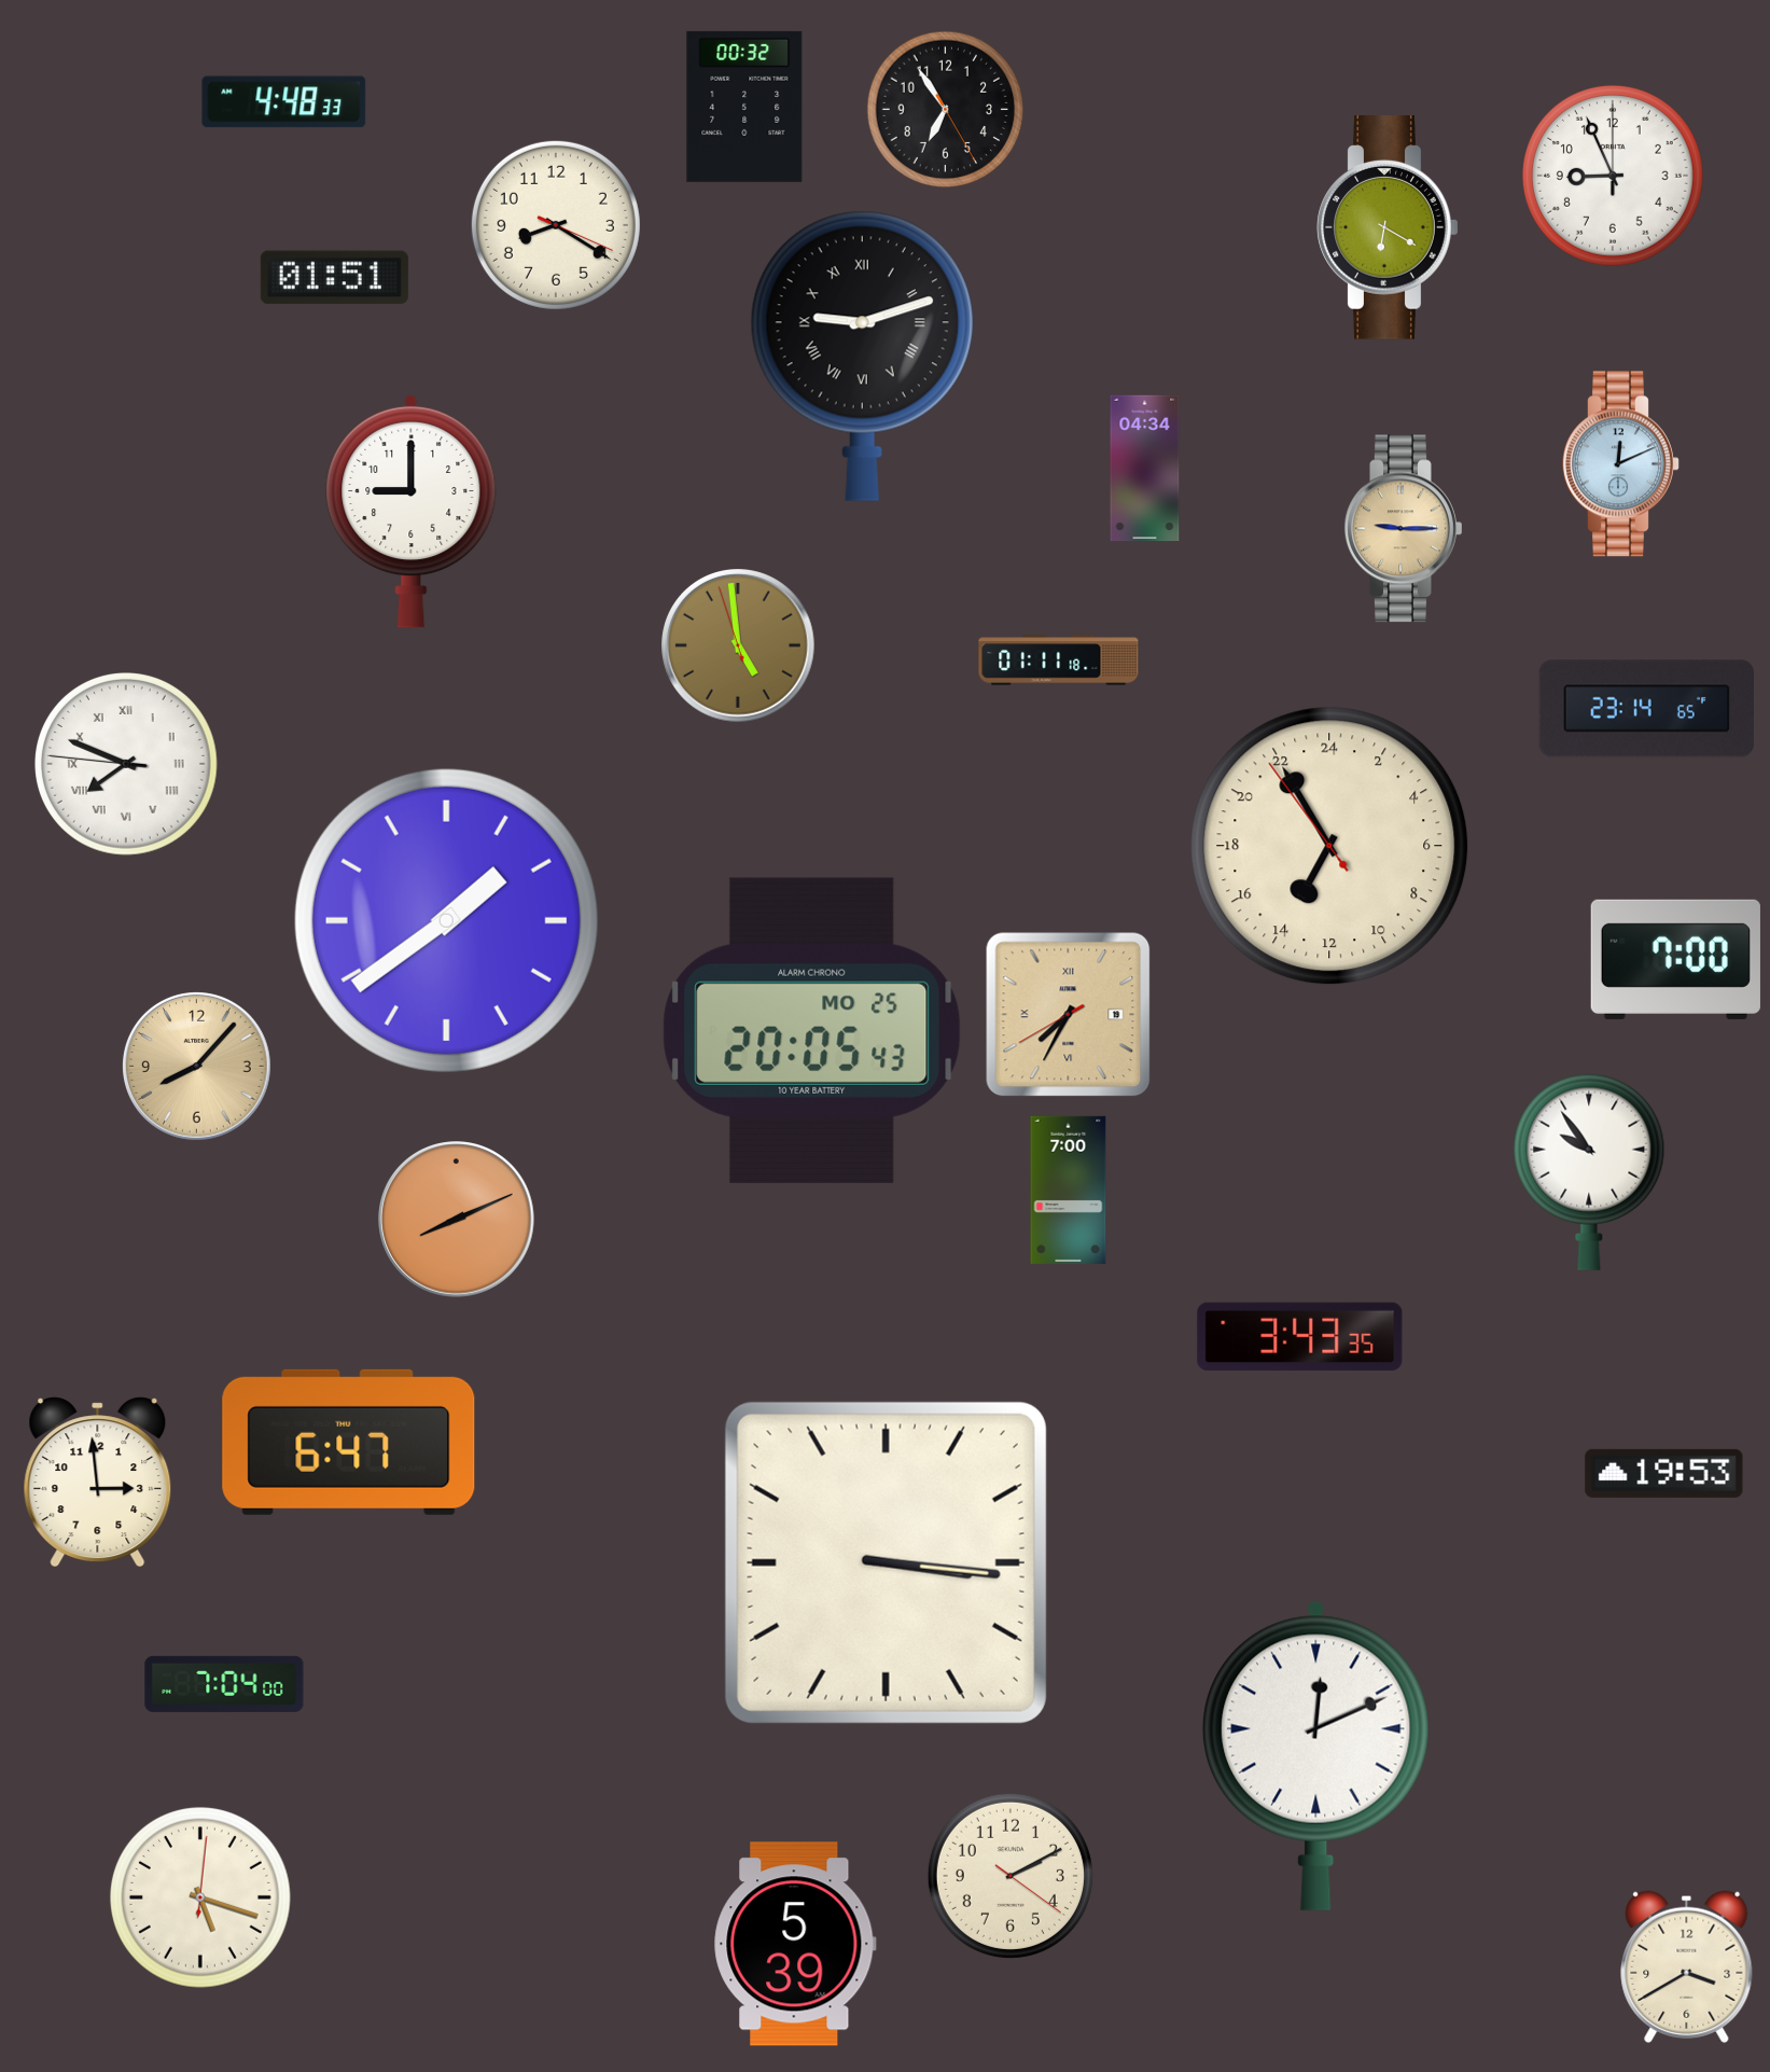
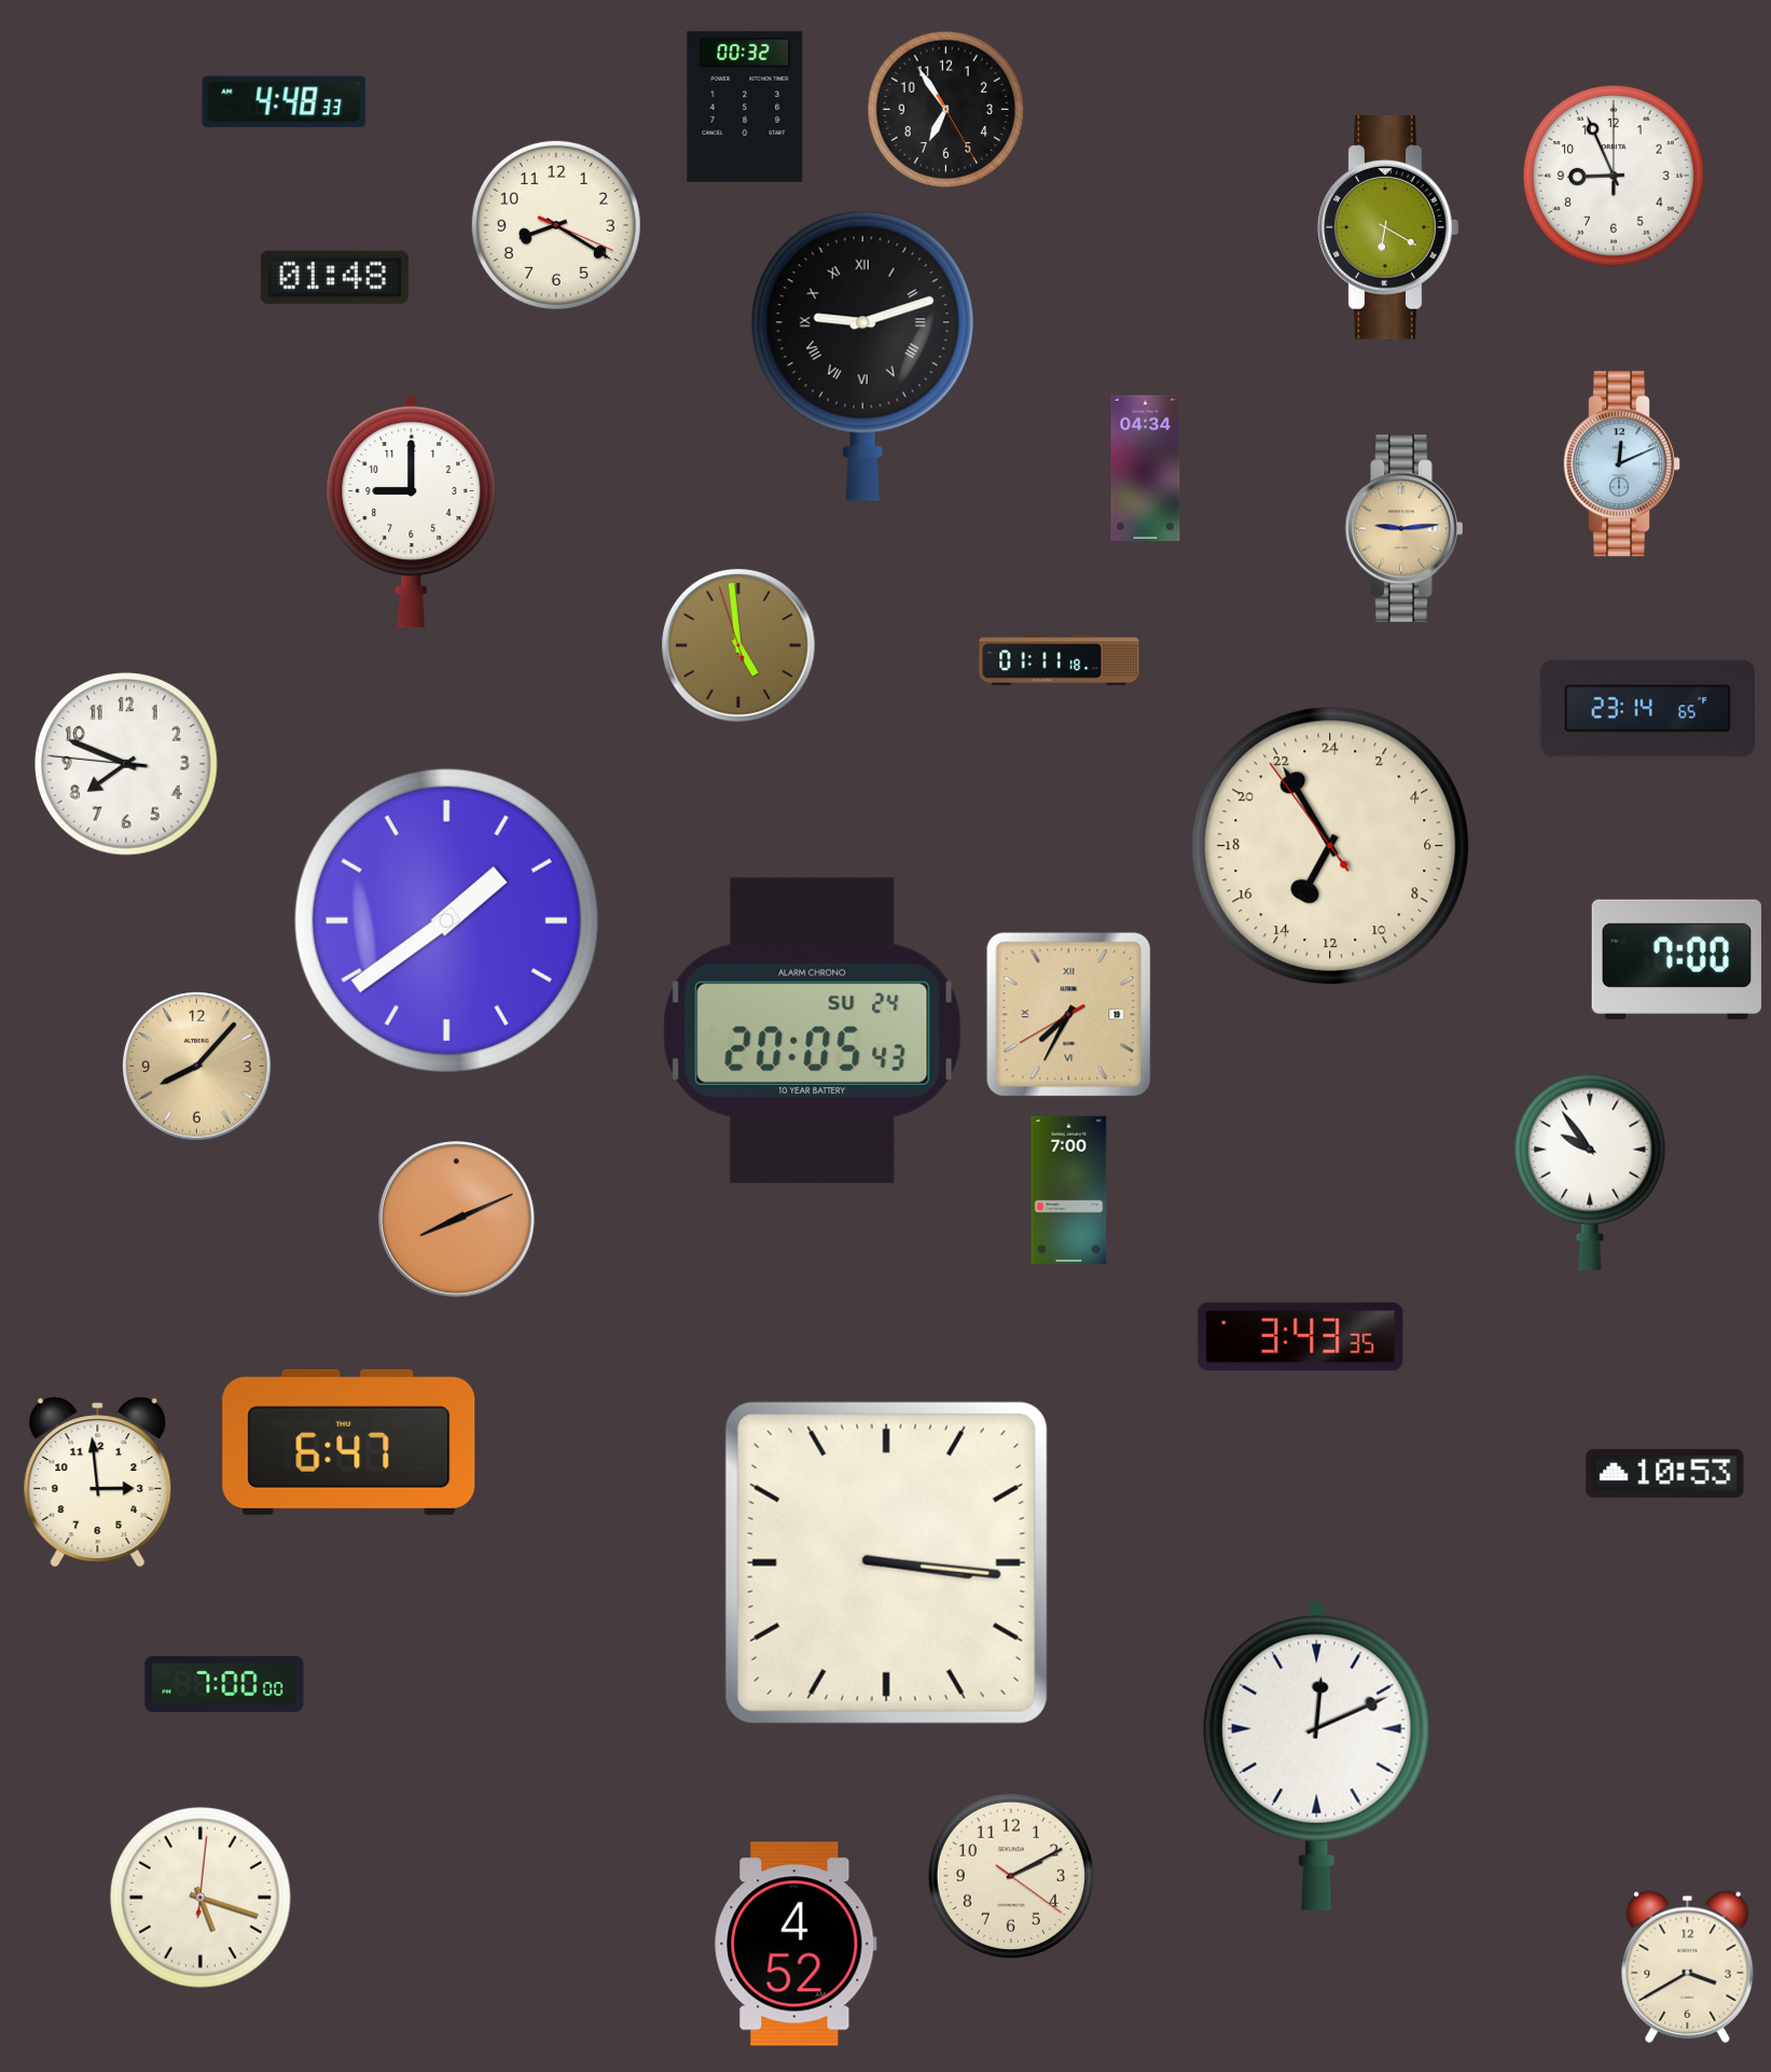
clock at (334, 278): 01:51 -> 01:48
clock at (1404, 529): 9:15 -> 9:14
clock at (127, 765) numerals: Roman -> Arabic
clock at (812, 1030) date: MO 25 -> SU 24
clock at (1664, 1473): 19:53 -> 10:53
clock at (224, 1684): 7:04 -> 7:00
clock at (795, 1944): 5:39 -> 4:52
